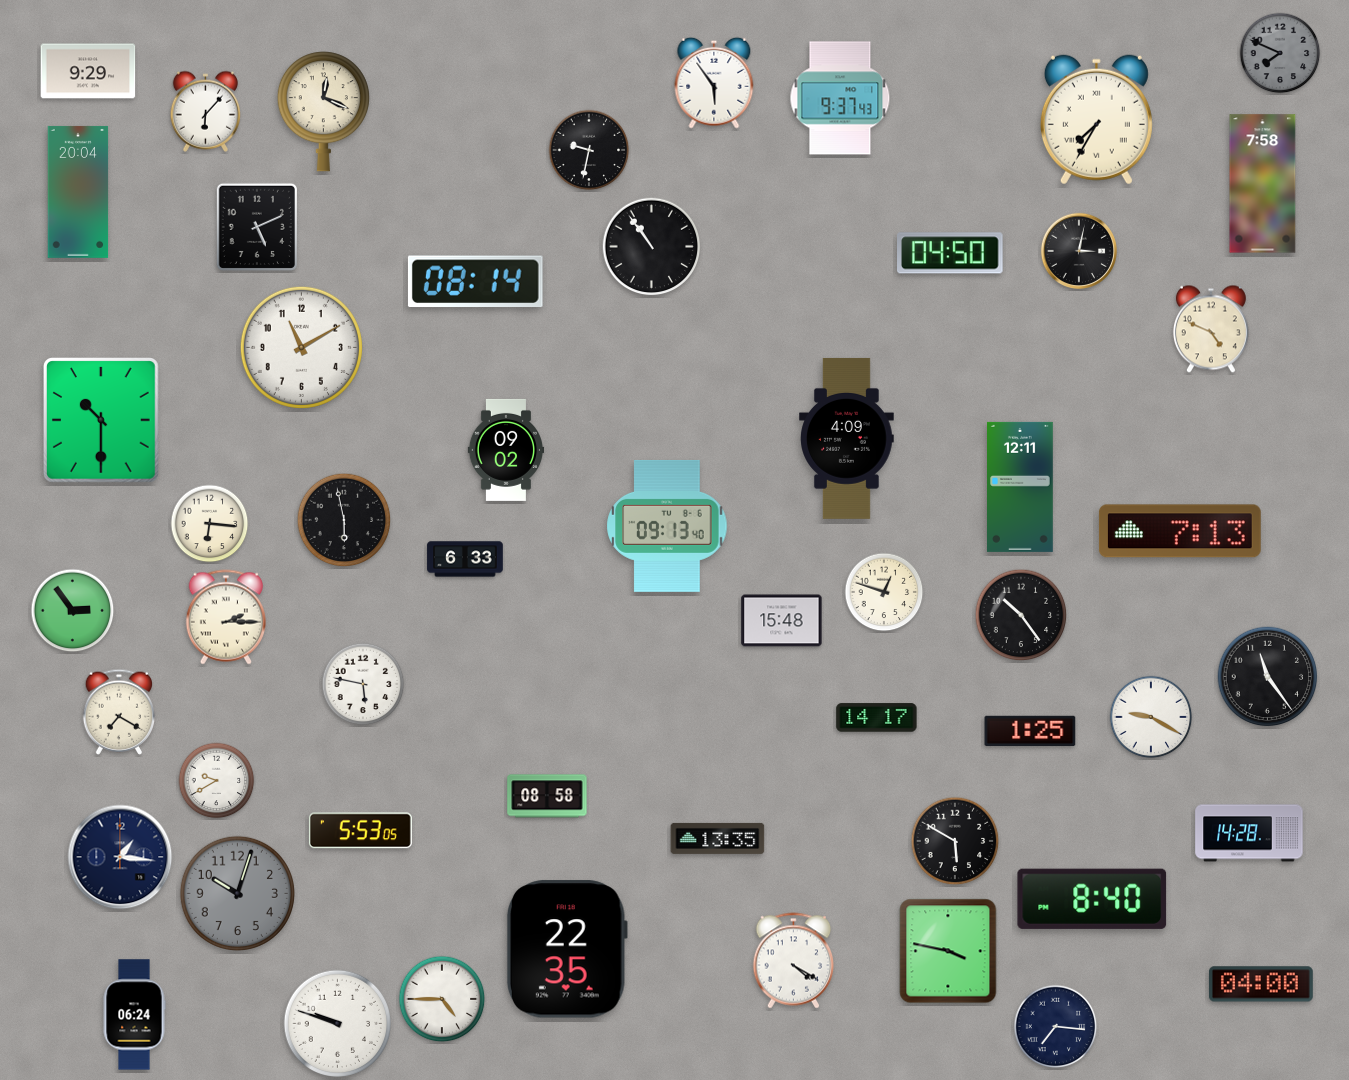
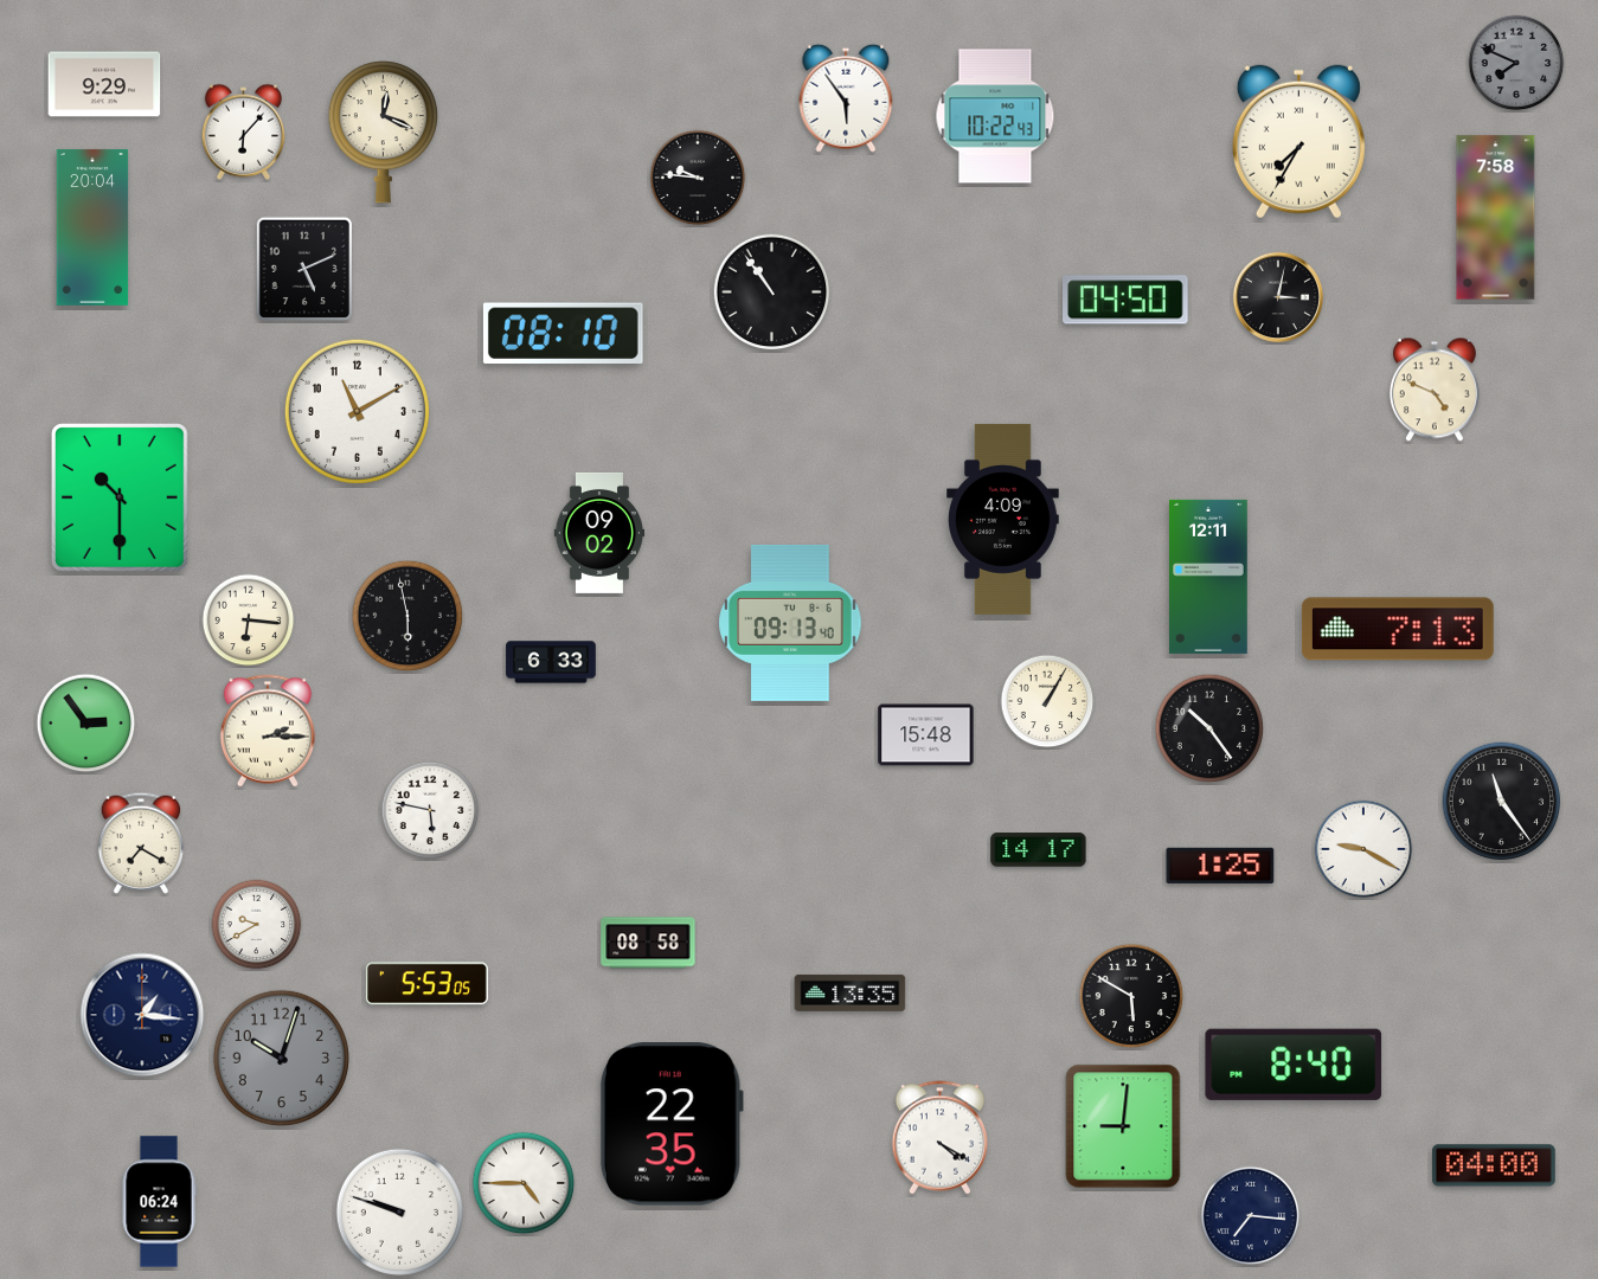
clock at (840, 98): 9:37 -> 10:22
clock at (589, 150): 9:32 -> 9:46
clock at (475, 282): 08:14 -> 08:10
clock at (884, 592): 12:48 -> 1:05
clock at (1249, 833): 14:28 -> none
clock at (948, 951): 3:47 -> 9:01
